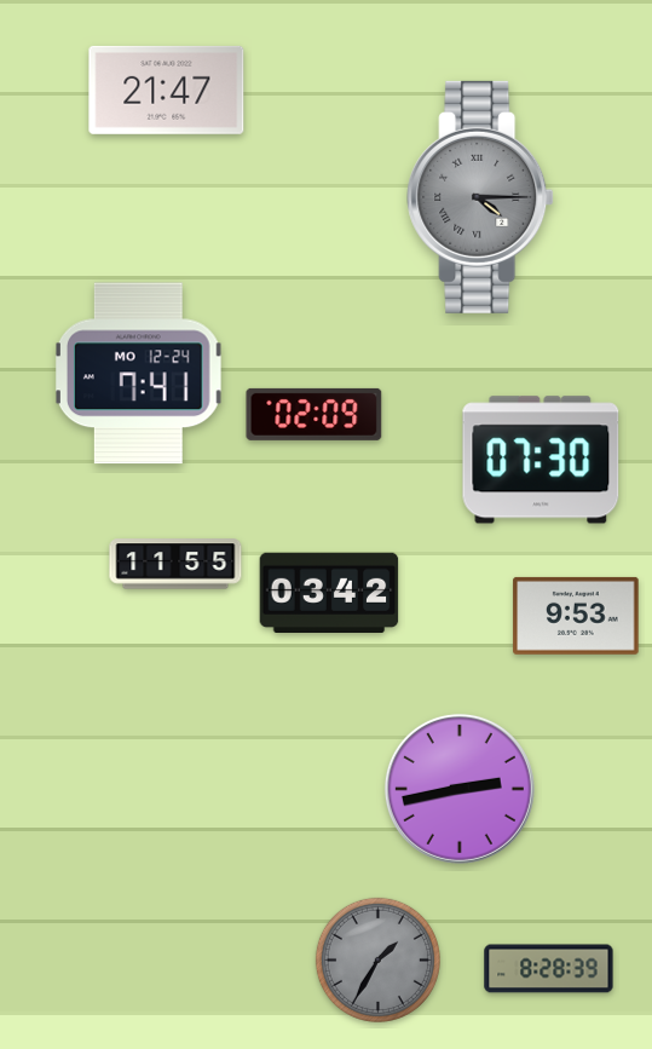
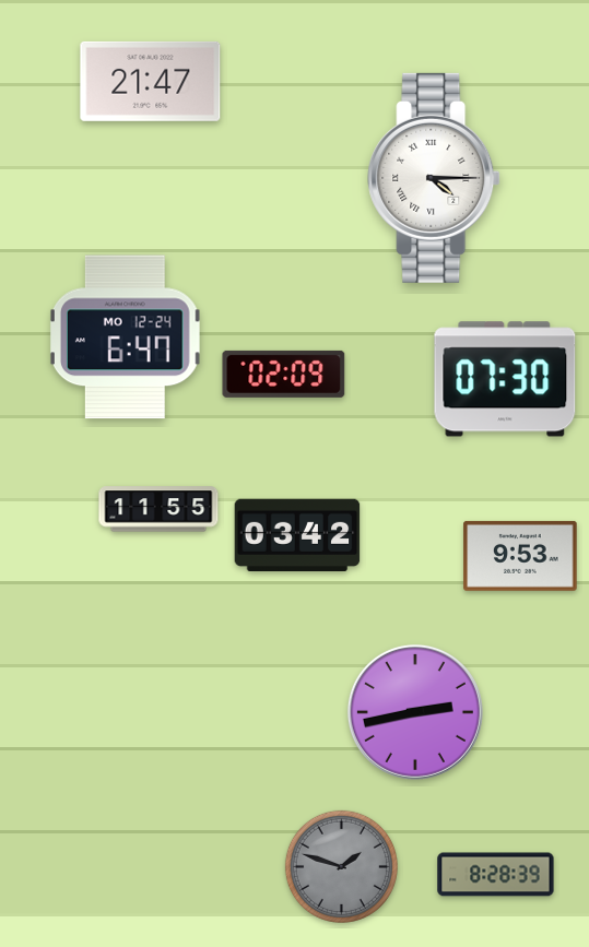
clock at (480, 197) dial: grey -> white
clock at (138, 374): 7:41 -> 6:47
clock at (541, 460) position: (541, 460) -> (505, 379)
clock at (377, 959): 1:35 -> 1:48
